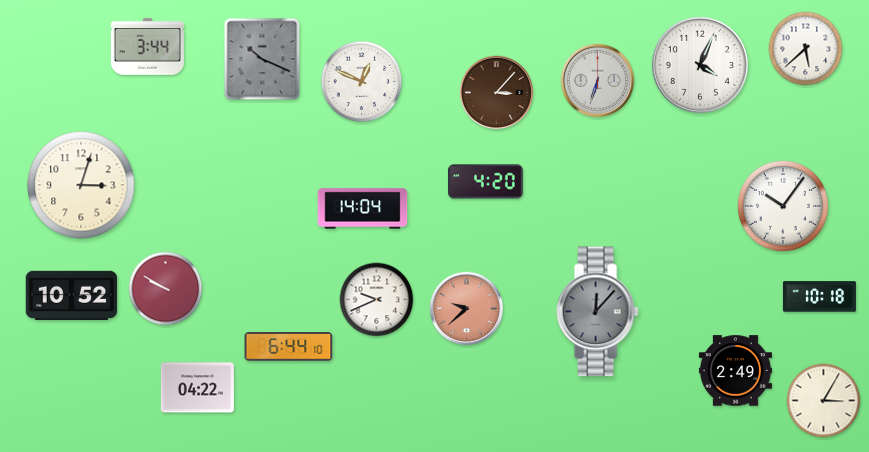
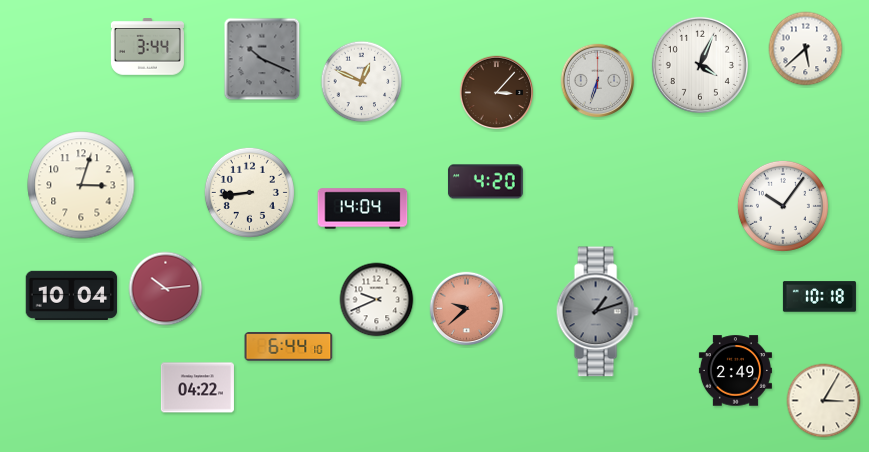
clock at (249, 192): none -> 8:44
clock at (166, 289): 9:50 -> 10:14
clock at (72, 295): 10:52 -> 10:04
clock at (597, 312): 12:07 -> 1:12
